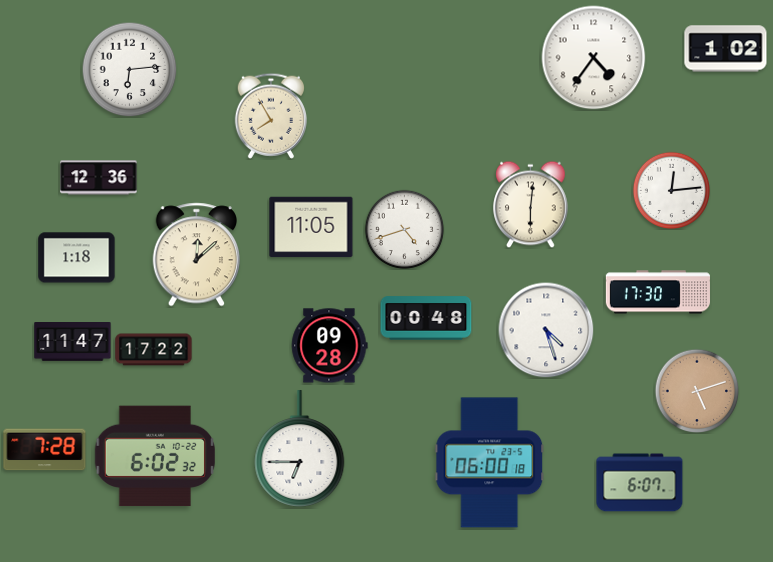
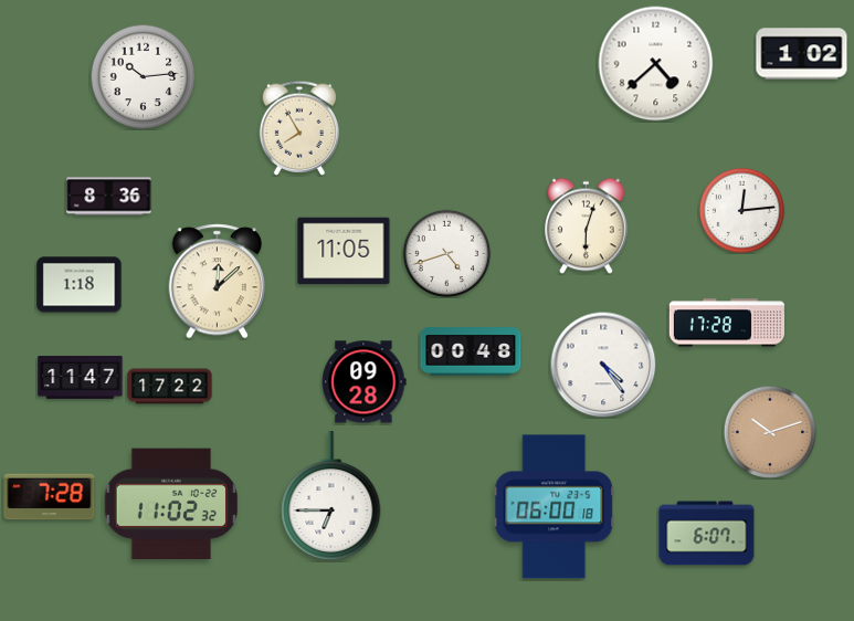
clock at (594, 58): 4:36 -> 4:38
clock at (129, 69): 6:14 -> 10:14
clock at (99, 178): 12:36 -> 8:36
clock at (531, 204): 6:01 -> 6:03
clock at (77, 258) position: (77, 258) -> (80, 285)
clock at (658, 292): 17:30 -> 17:28
clock at (546, 330): 4:27 -> 4:24
clock at (697, 391): 5:12 -> 10:12
clock at (154, 456): 6:02 -> 11:02
clock at (490, 463) position: (490, 463) -> (555, 507)
